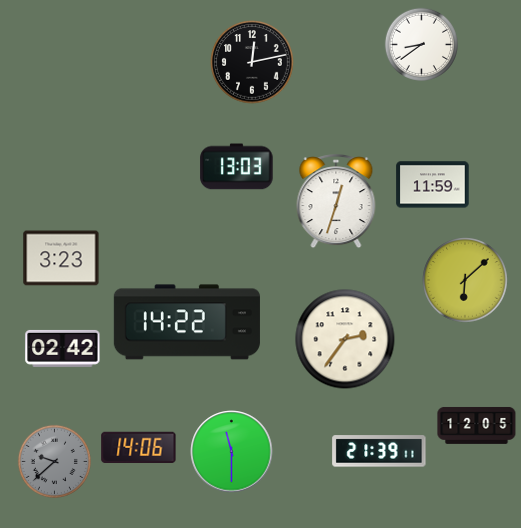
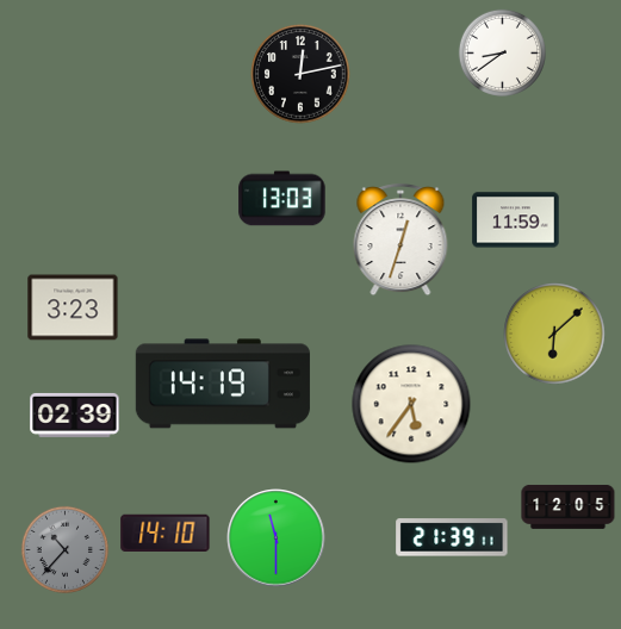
clock at (187, 322): 14:22 -> 14:19
clock at (345, 339): 2:36 -> 5:36
clock at (63, 348): 02:42 -> 02:39
clock at (139, 448): 14:06 -> 14:10
clock at (54, 461): 9:38 -> 10:37
